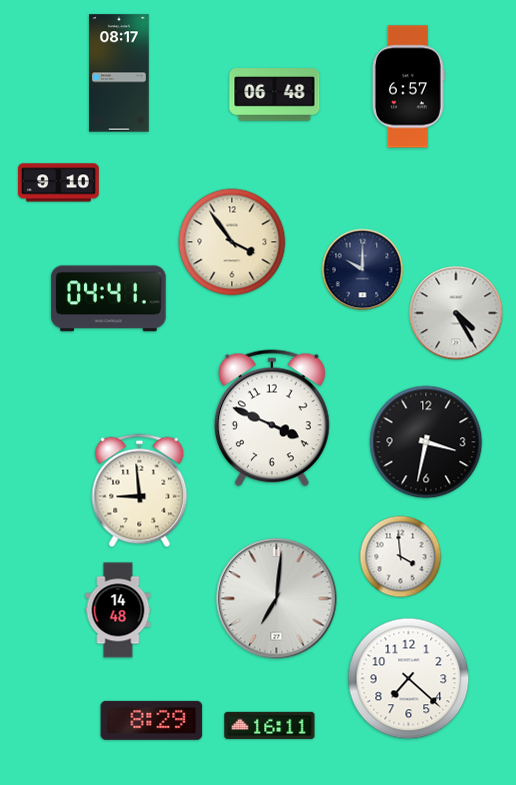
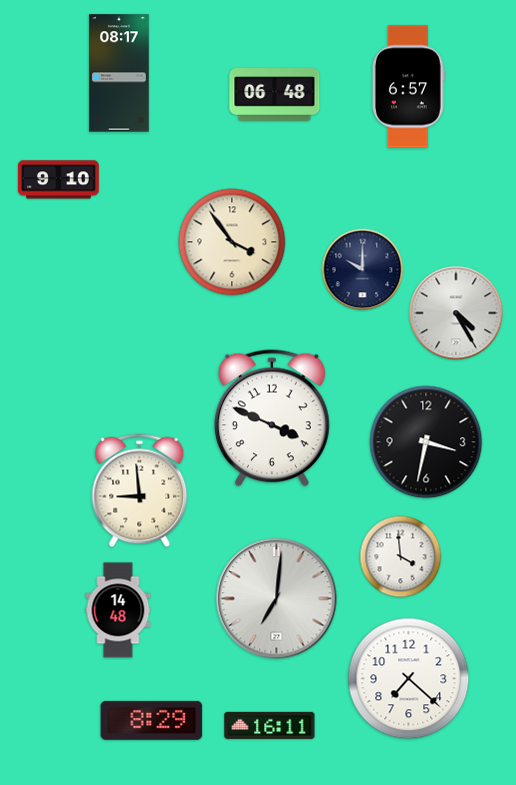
clock at (59, 183) position: (59, 183) -> (59, 180)
clock at (109, 299): 04:41 -> none
